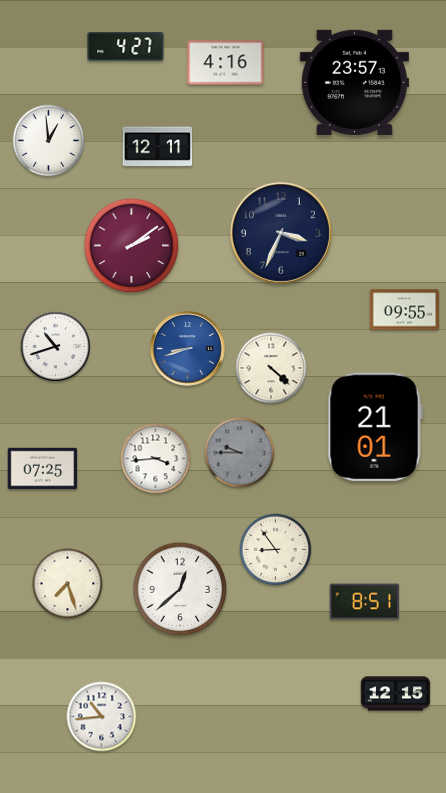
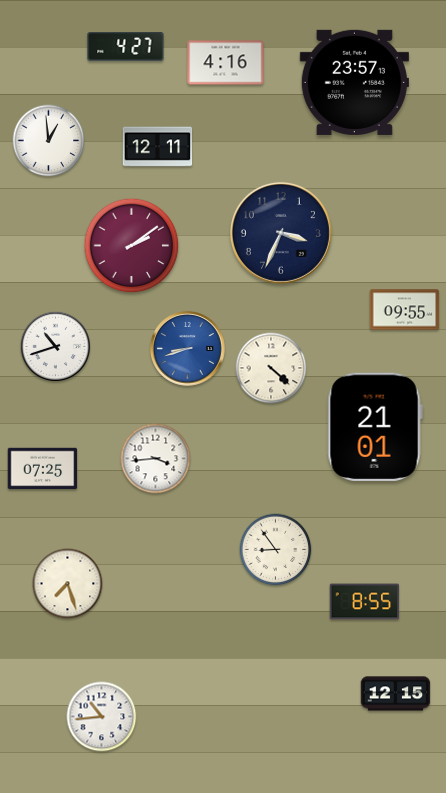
clock at (240, 453): 9:45 -> none
clock at (180, 589): 12:38 -> none
clock at (365, 602): 8:51 -> 8:55
